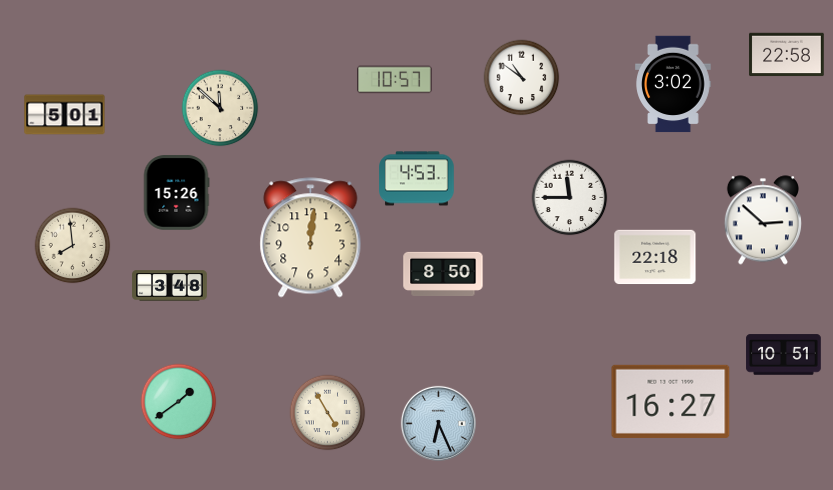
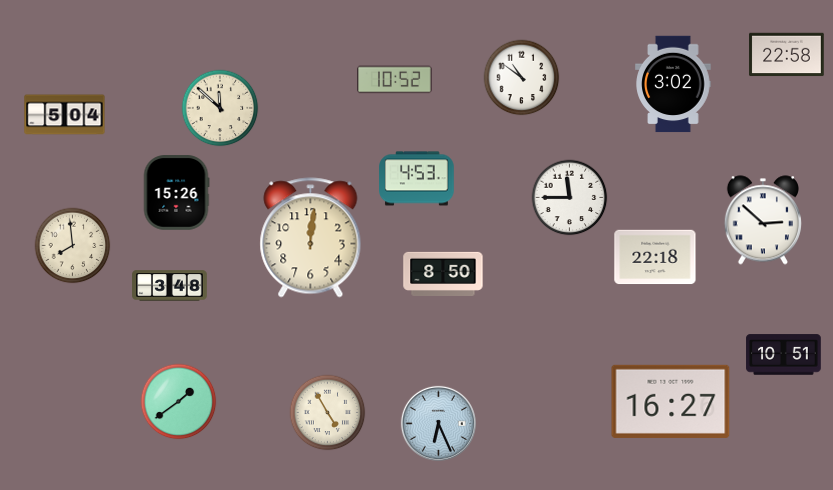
clock at (395, 80): 10:57 -> 10:52
clock at (65, 115): 5:01 -> 5:04
